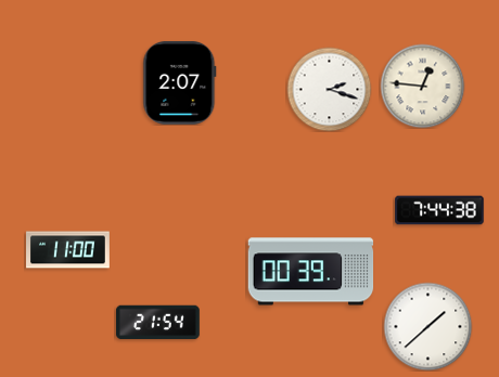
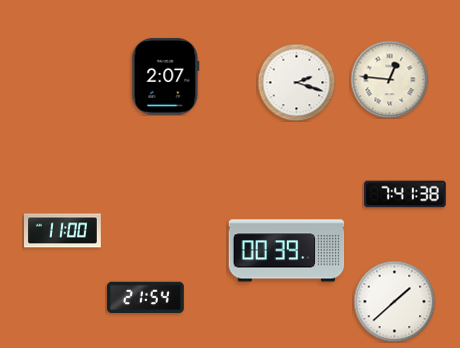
clock at (329, 89) position: (329, 89) -> (296, 82)
clock at (439, 210): 7:44 -> 7:41
